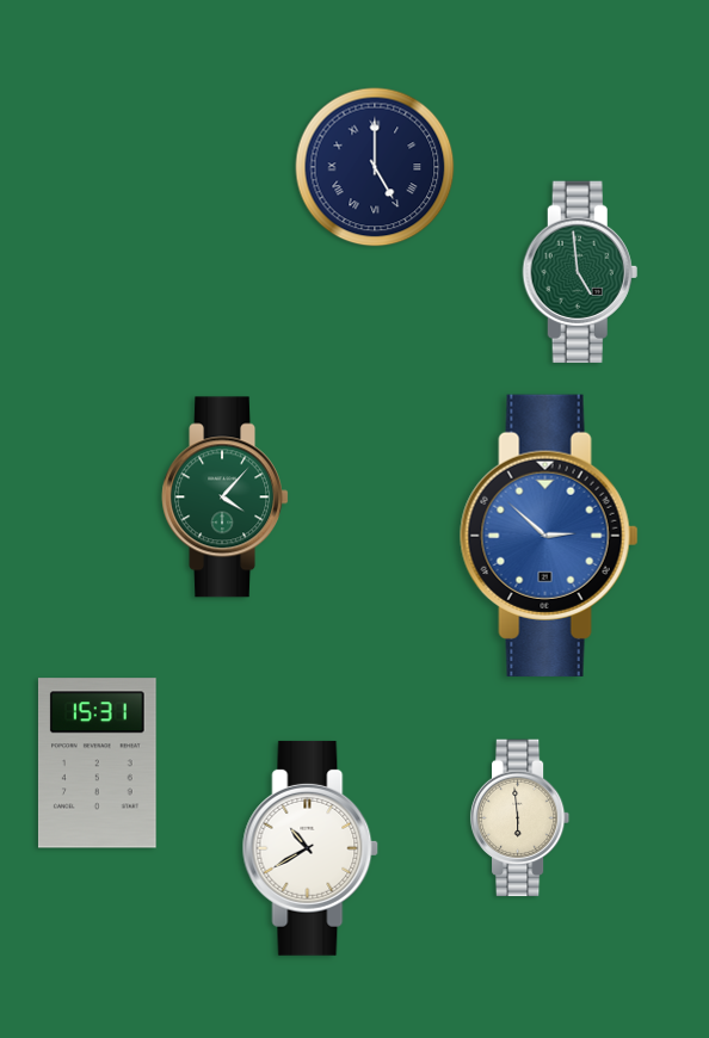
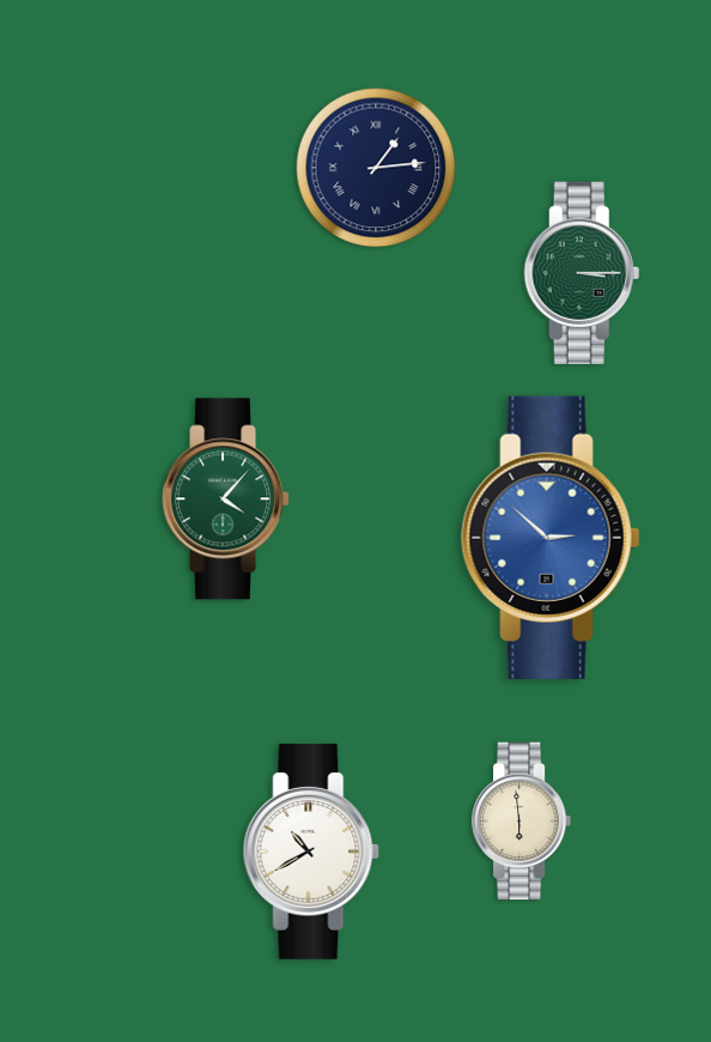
clock at (375, 167): 5:00 -> 1:14
clock at (580, 272): 4:59 -> 3:15
clock at (97, 764): 15:31 -> none
